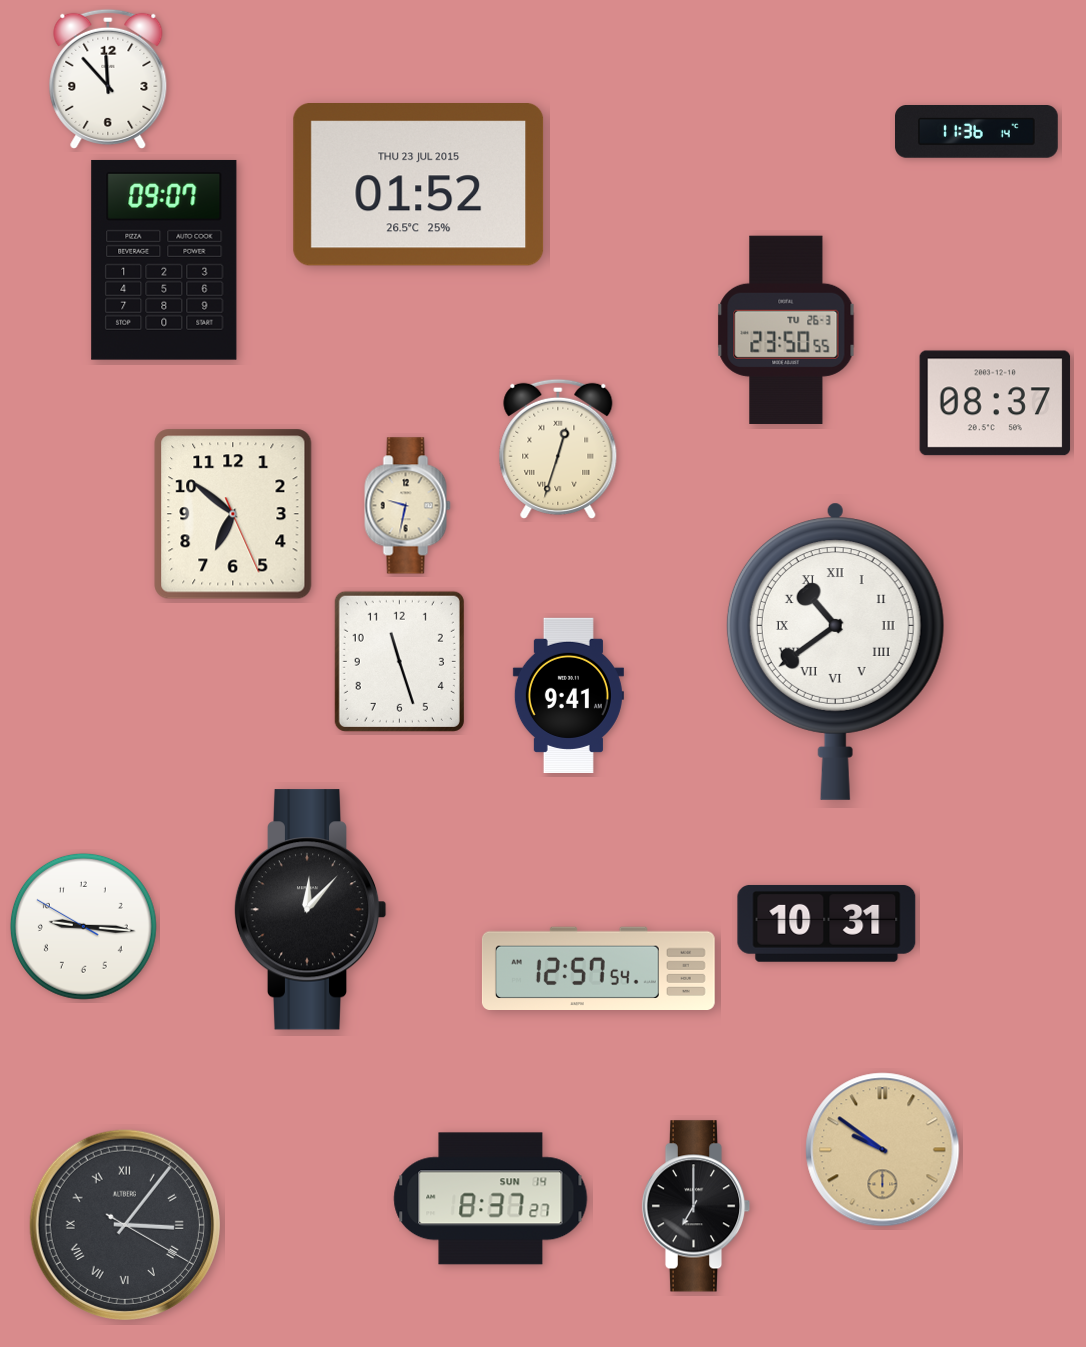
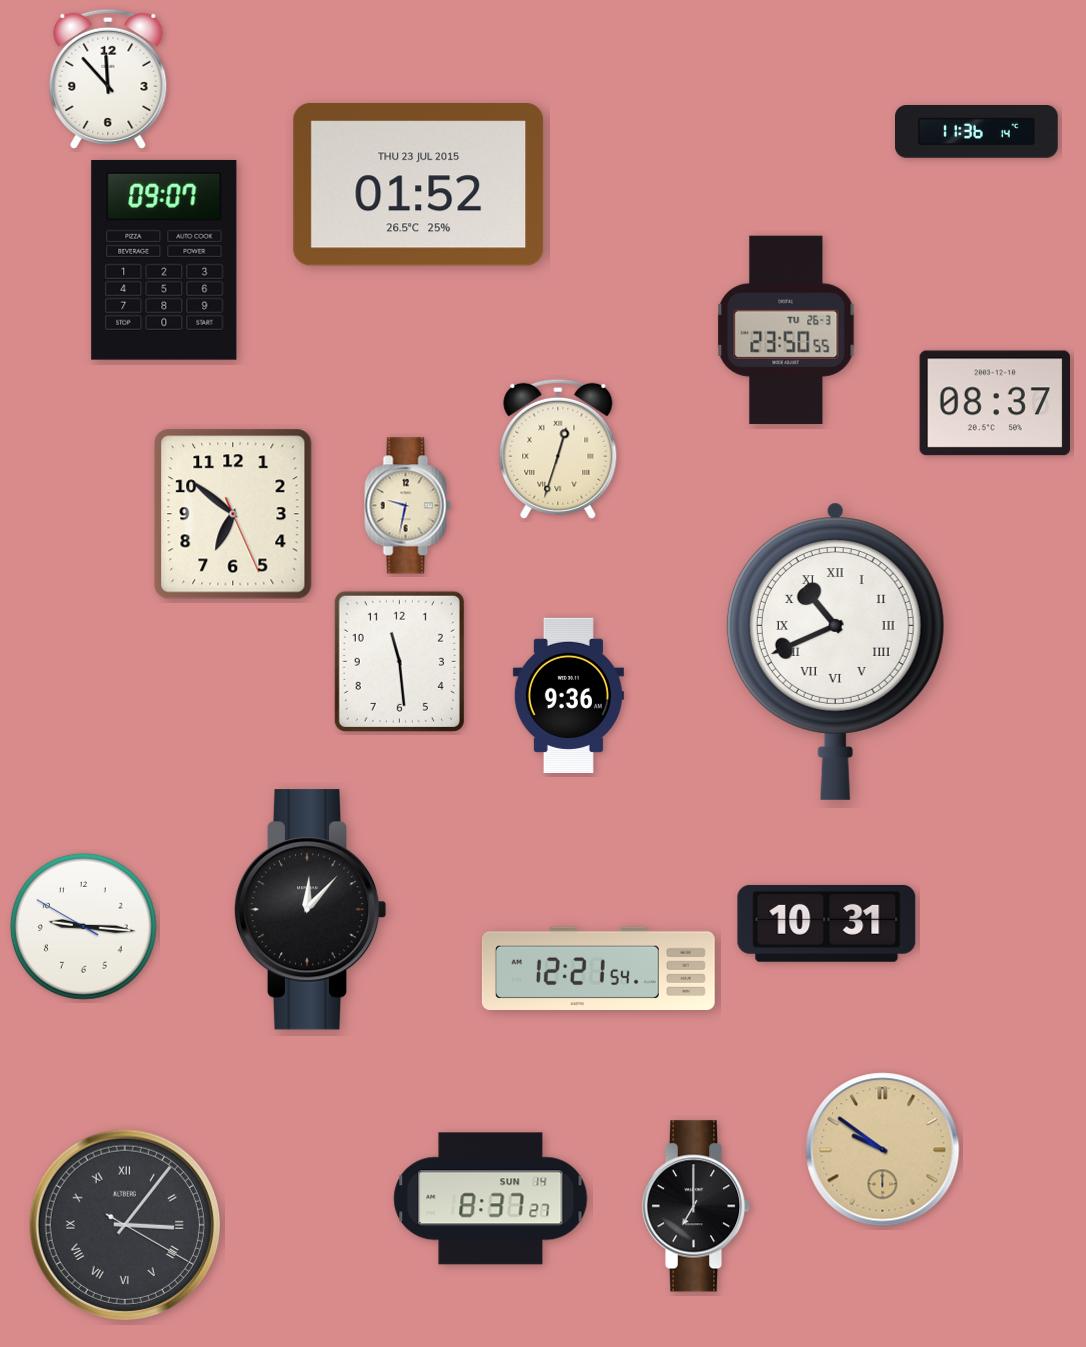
clock at (835, 651): 10:39 -> 10:41
clock at (399, 661): 11:27 -> 11:29
clock at (568, 695): 9:41 -> 9:36
clock at (598, 968): 12:57 -> 12:21
